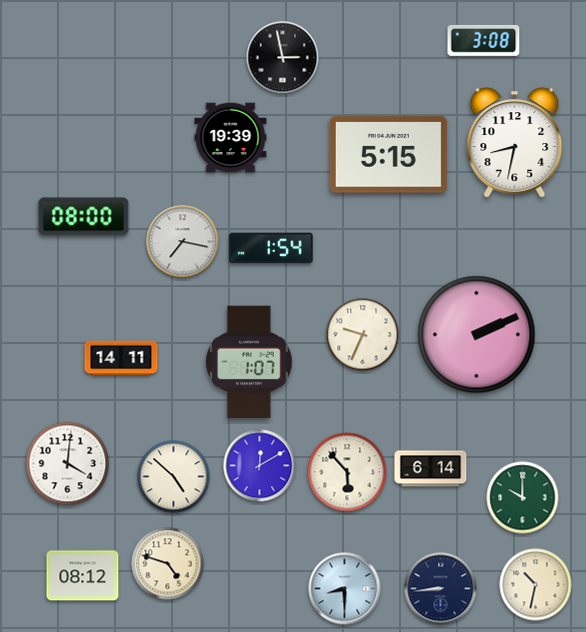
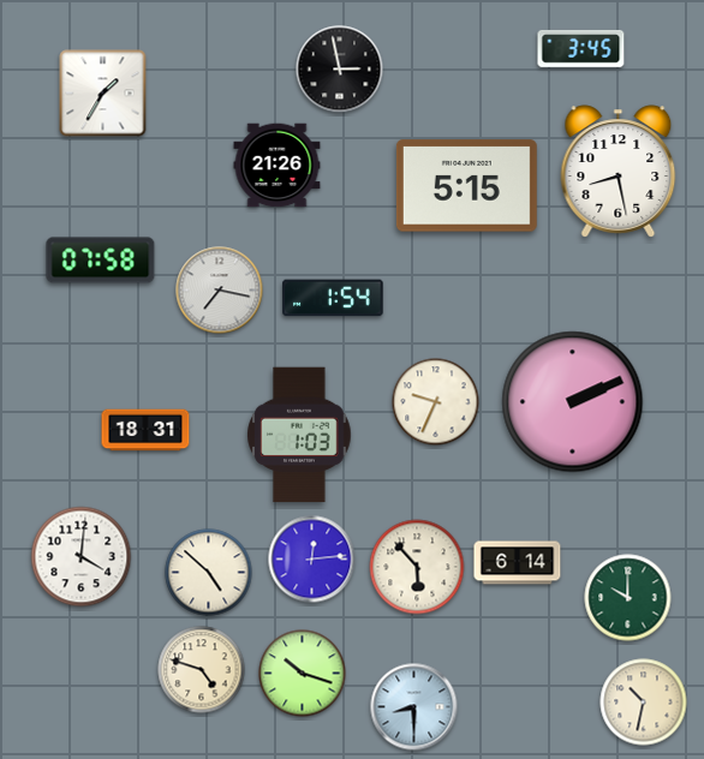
clock at (484, 40): 3:08 -> 3:45
clock at (103, 94): none -> 1:35
clock at (231, 138): 19:39 -> 21:26
clock at (515, 143): 8:32 -> 8:28
clock at (84, 217): 08:00 -> 07:58
clock at (271, 248) position: (271, 248) -> (333, 298)
clock at (121, 358): 14:11 -> 18:31
clock at (249, 362): 1:07 -> 1:03
clock at (260, 466): 12:10 -> 12:14
clock at (303, 674): none -> 10:18
clock at (168, 564) position: (168, 564) -> (202, 670)
clock at (83, 576): 08:12 -> none
clock at (441, 589): 8:44 -> none
